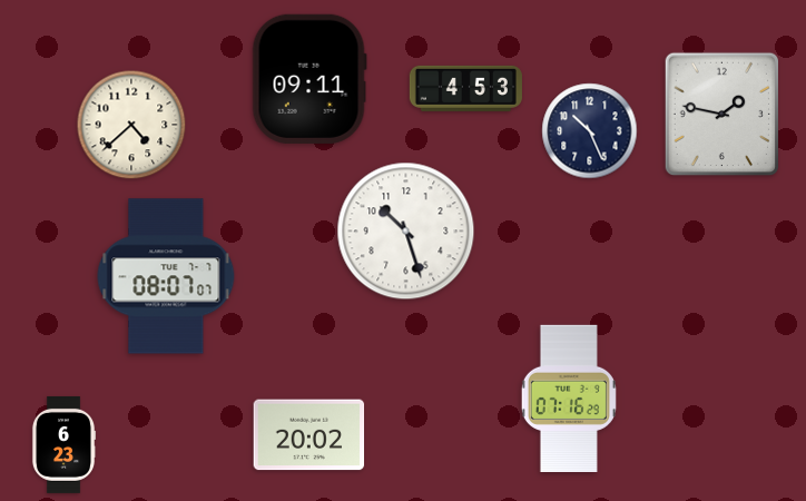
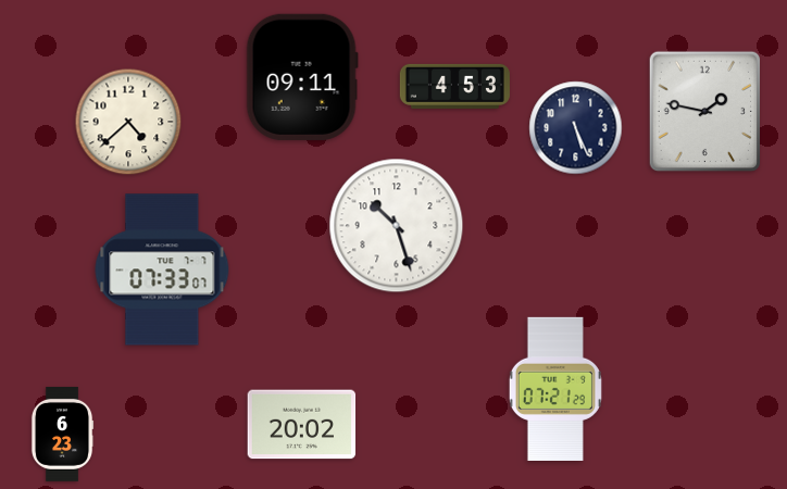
clock at (590, 131): 10:26 -> 5:26
clock at (166, 276): 08:07 -> 07:33
clock at (569, 399): 07:16 -> 07:21
